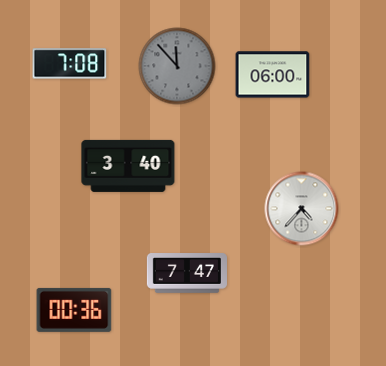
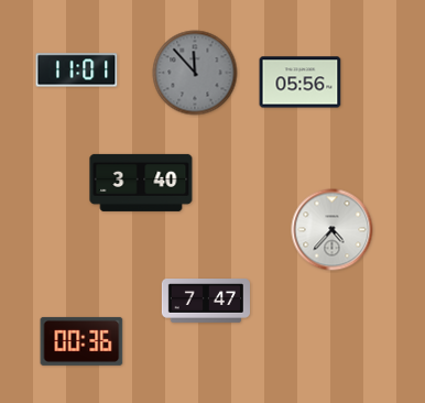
clock at (70, 64): 7:08 -> 11:01
clock at (273, 75): 06:00 -> 05:56
